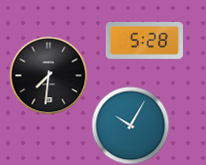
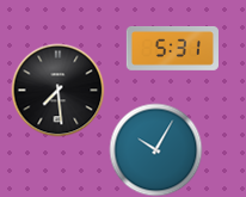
clock at (144, 40): 5:28 -> 5:31
clock at (48, 75): 7:31 -> 7:29
